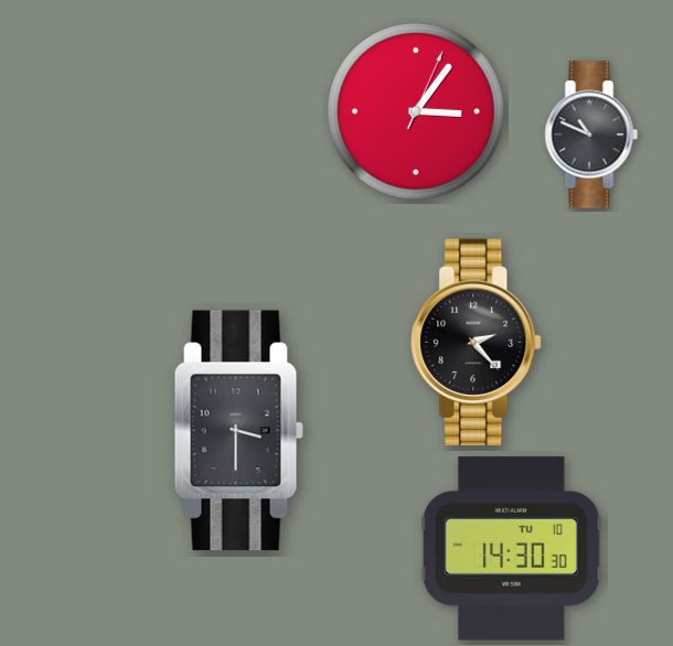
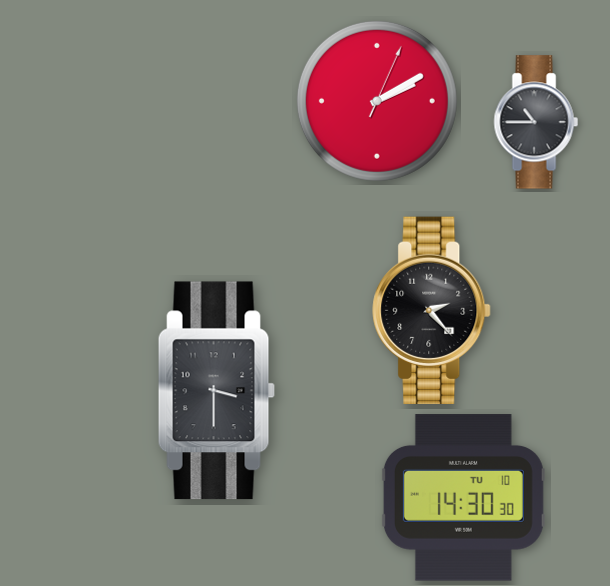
clock at (416, 111): 3:06 -> 2:10
clock at (591, 134): 10:49 -> 10:45
